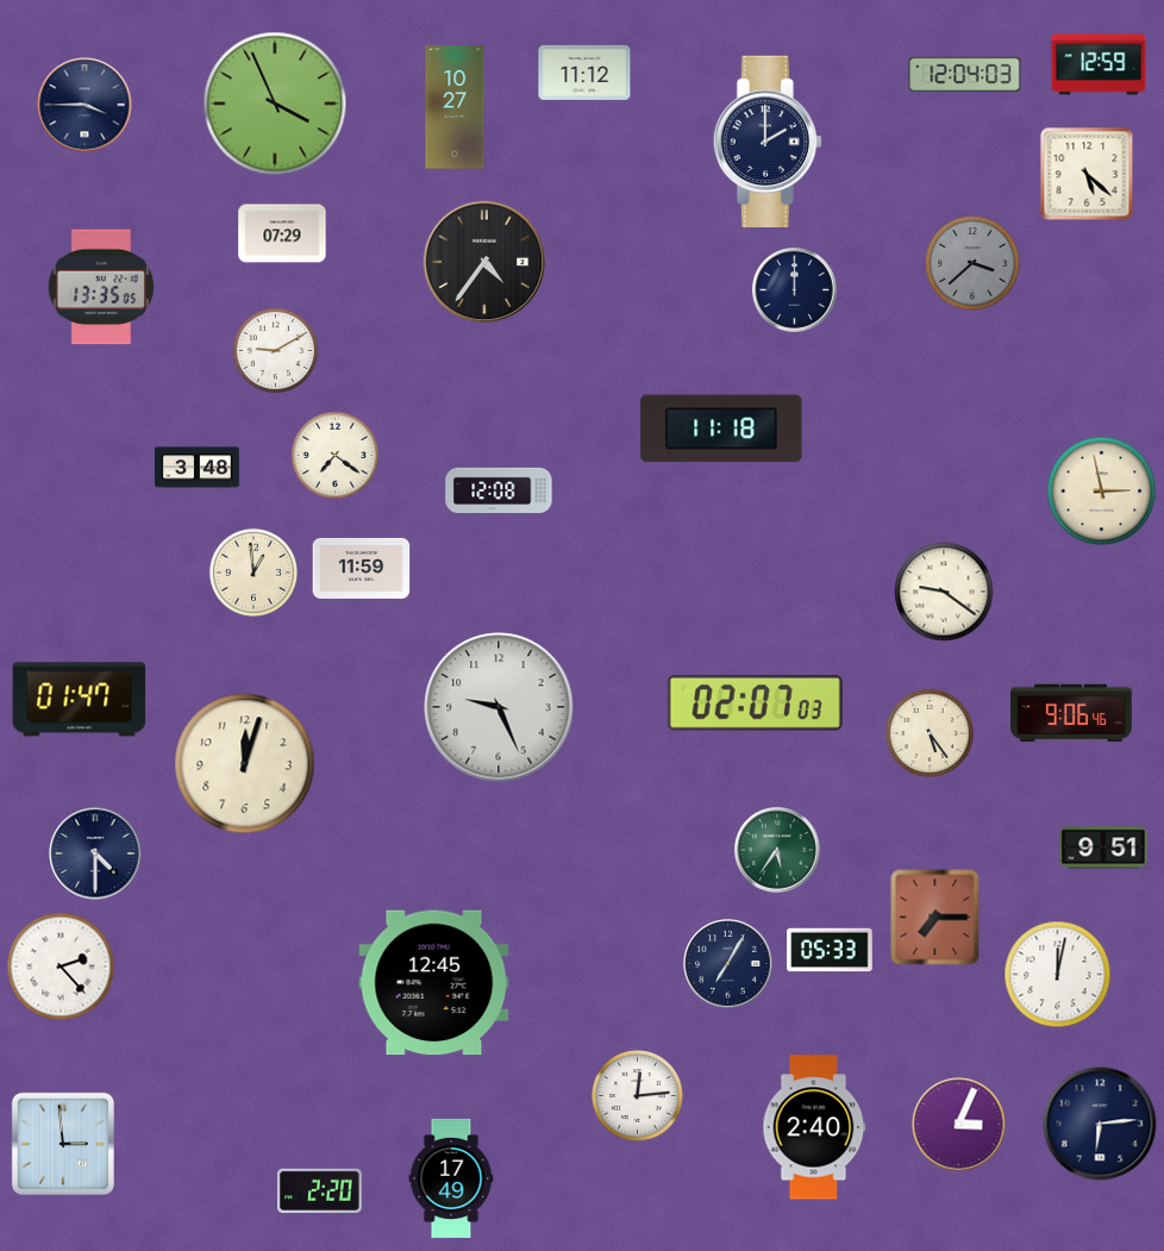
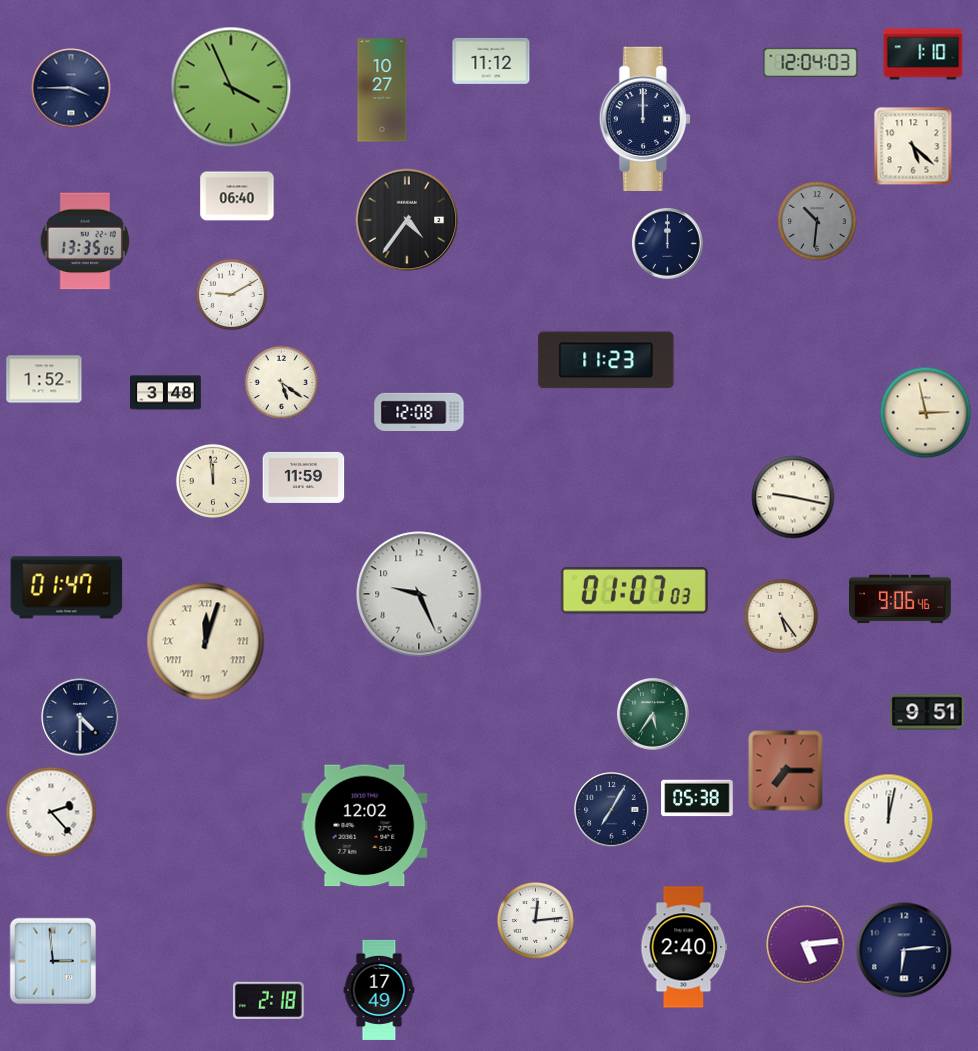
clock at (1099, 64): 12:59 -> 1:10
clock at (768, 140): 2:00 -> 12:00
clock at (282, 233): 07:29 -> 06:40
clock at (972, 263): 3:38 -> 10:31
clock at (721, 429): 11:18 -> 11:23
clock at (44, 379): none -> 1:52
clock at (334, 455): 7:21 -> 5:21
clock at (254, 573): 12:59 -> 11:59
clock at (944, 592): 9:21 -> 9:17
clock at (755, 703): 02:07 -> 01:07
clock at (245, 764) numerals: Arabic -> Roman
clock at (830, 950): 05:33 -> 05:38
clock at (434, 983): 12:45 -> 12:02
clock at (1100, 1124) position: (1100, 1124) -> (904, 950)
clock at (959, 1125): 3:04 -> 5:14
clock at (319, 1190): 2:20 -> 2:18
